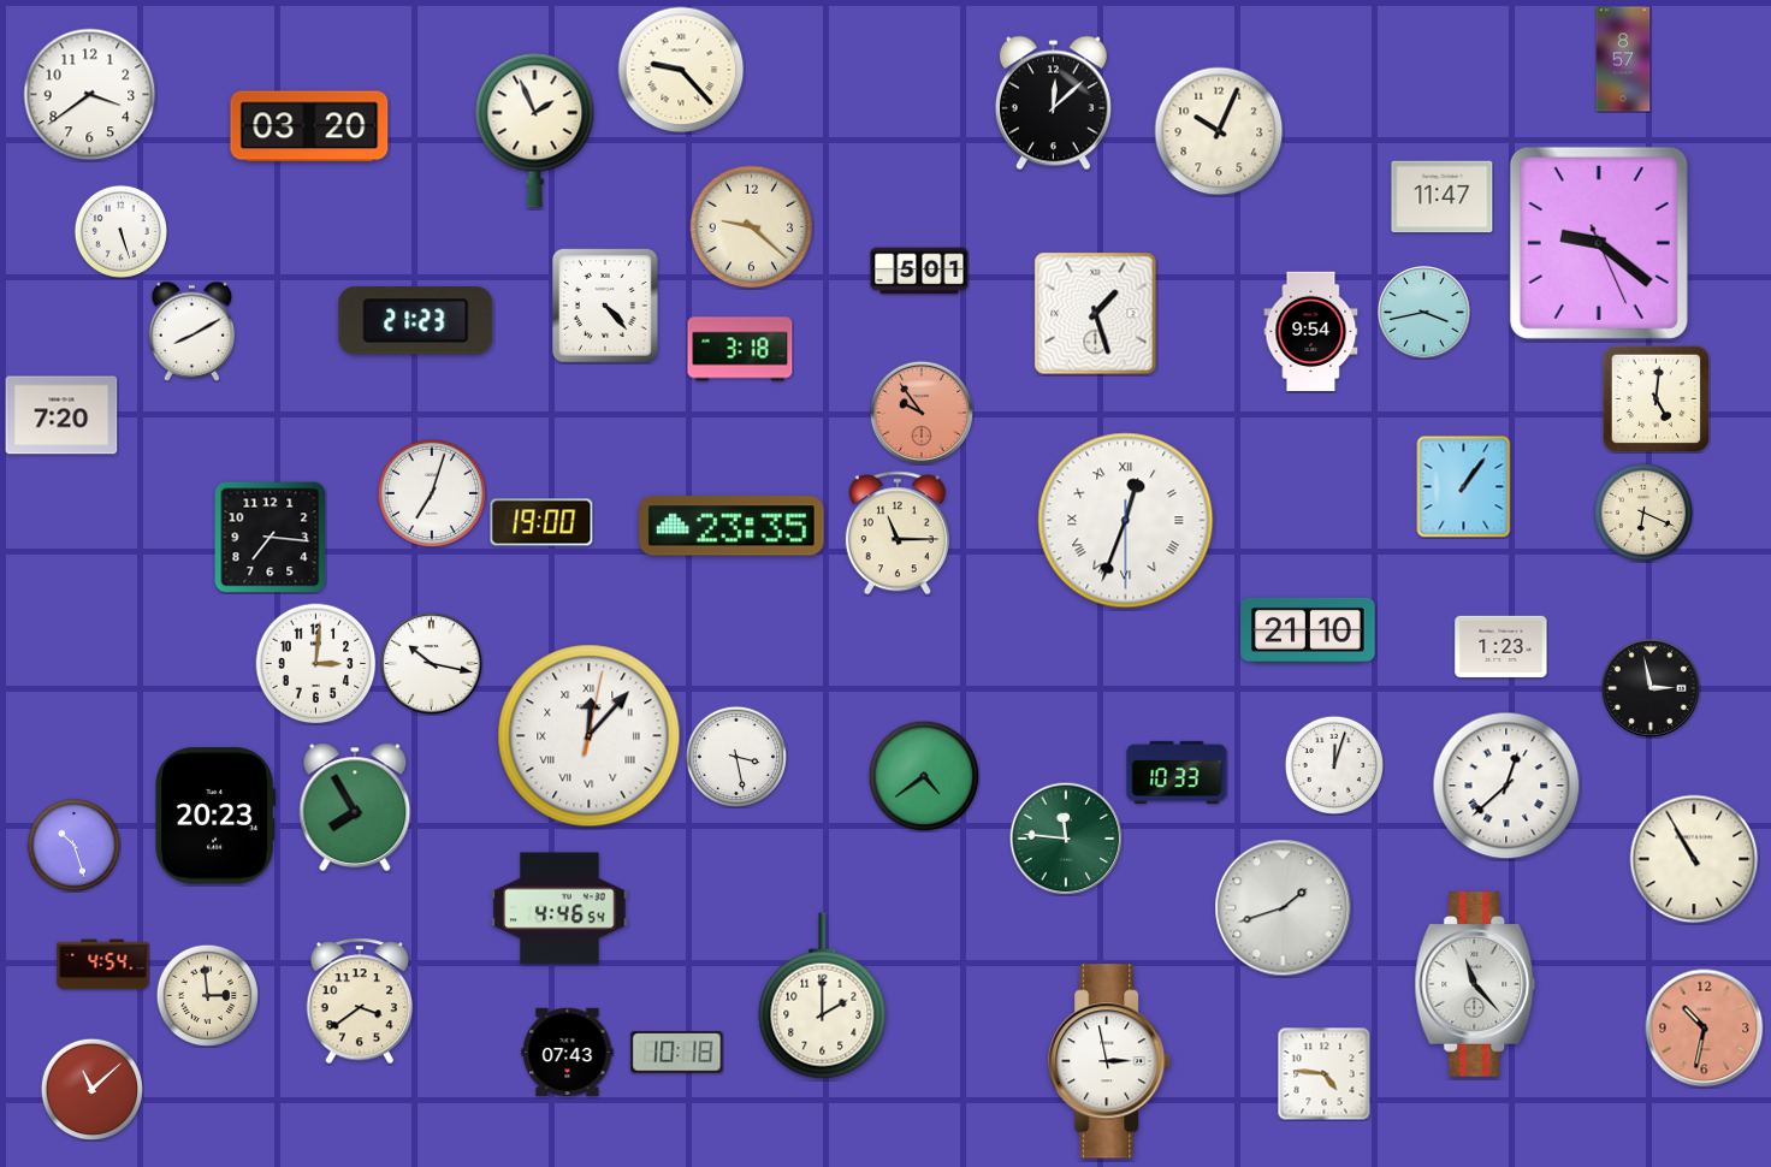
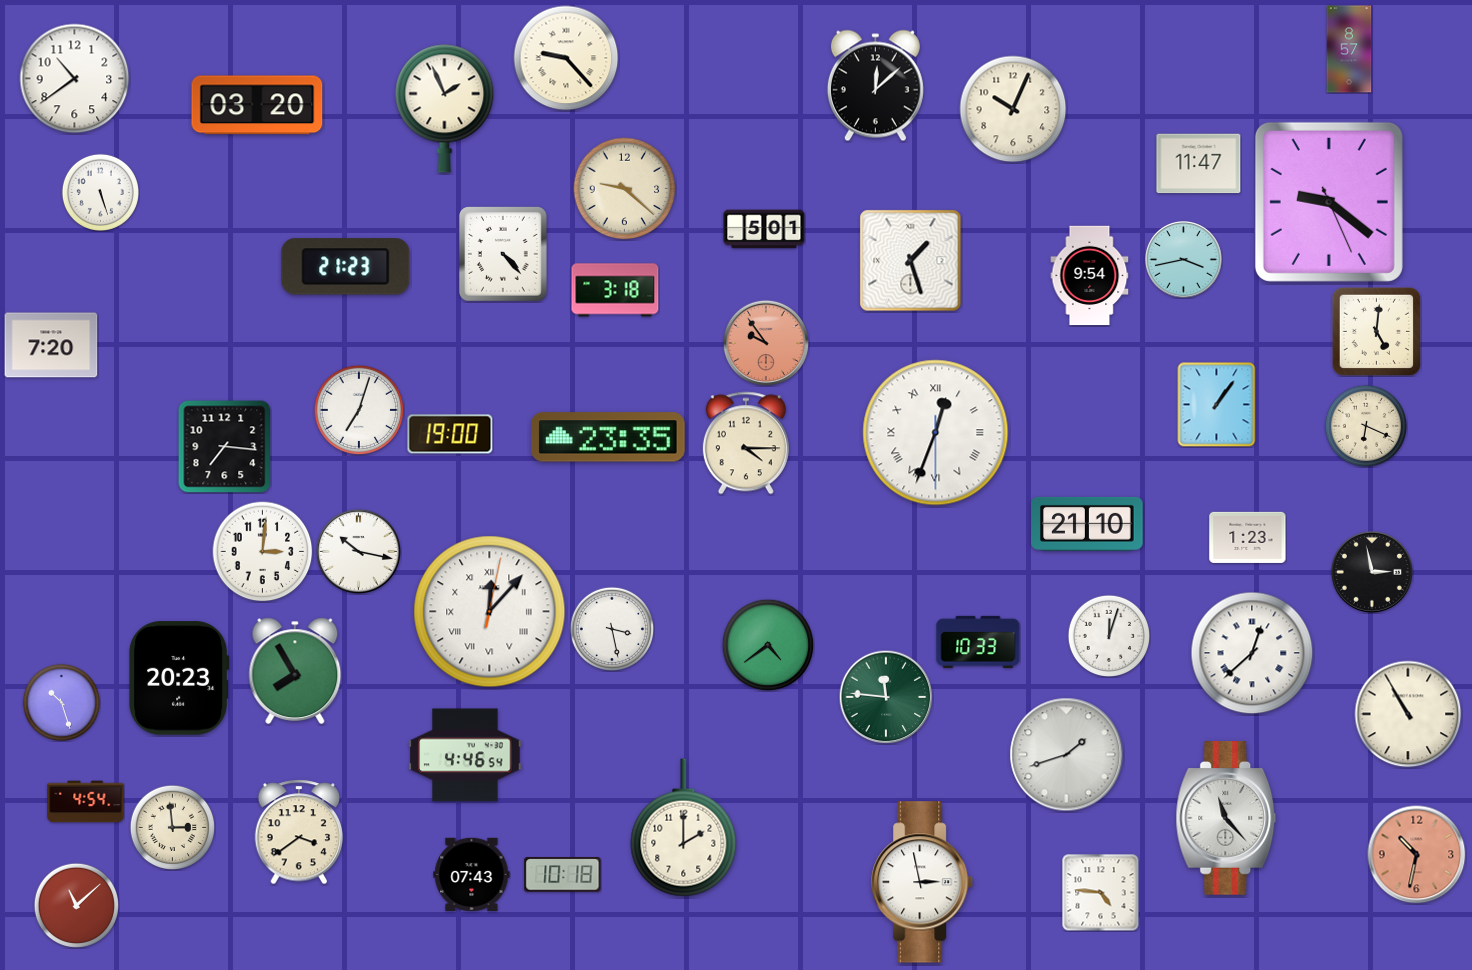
clock at (90, 95): 3:39 -> 10:39
clock at (919, 271) position: (919, 271) -> (764, 229)
clock at (192, 331): 8:10 -> none
clock at (898, 533): 11:15 -> 4:15
